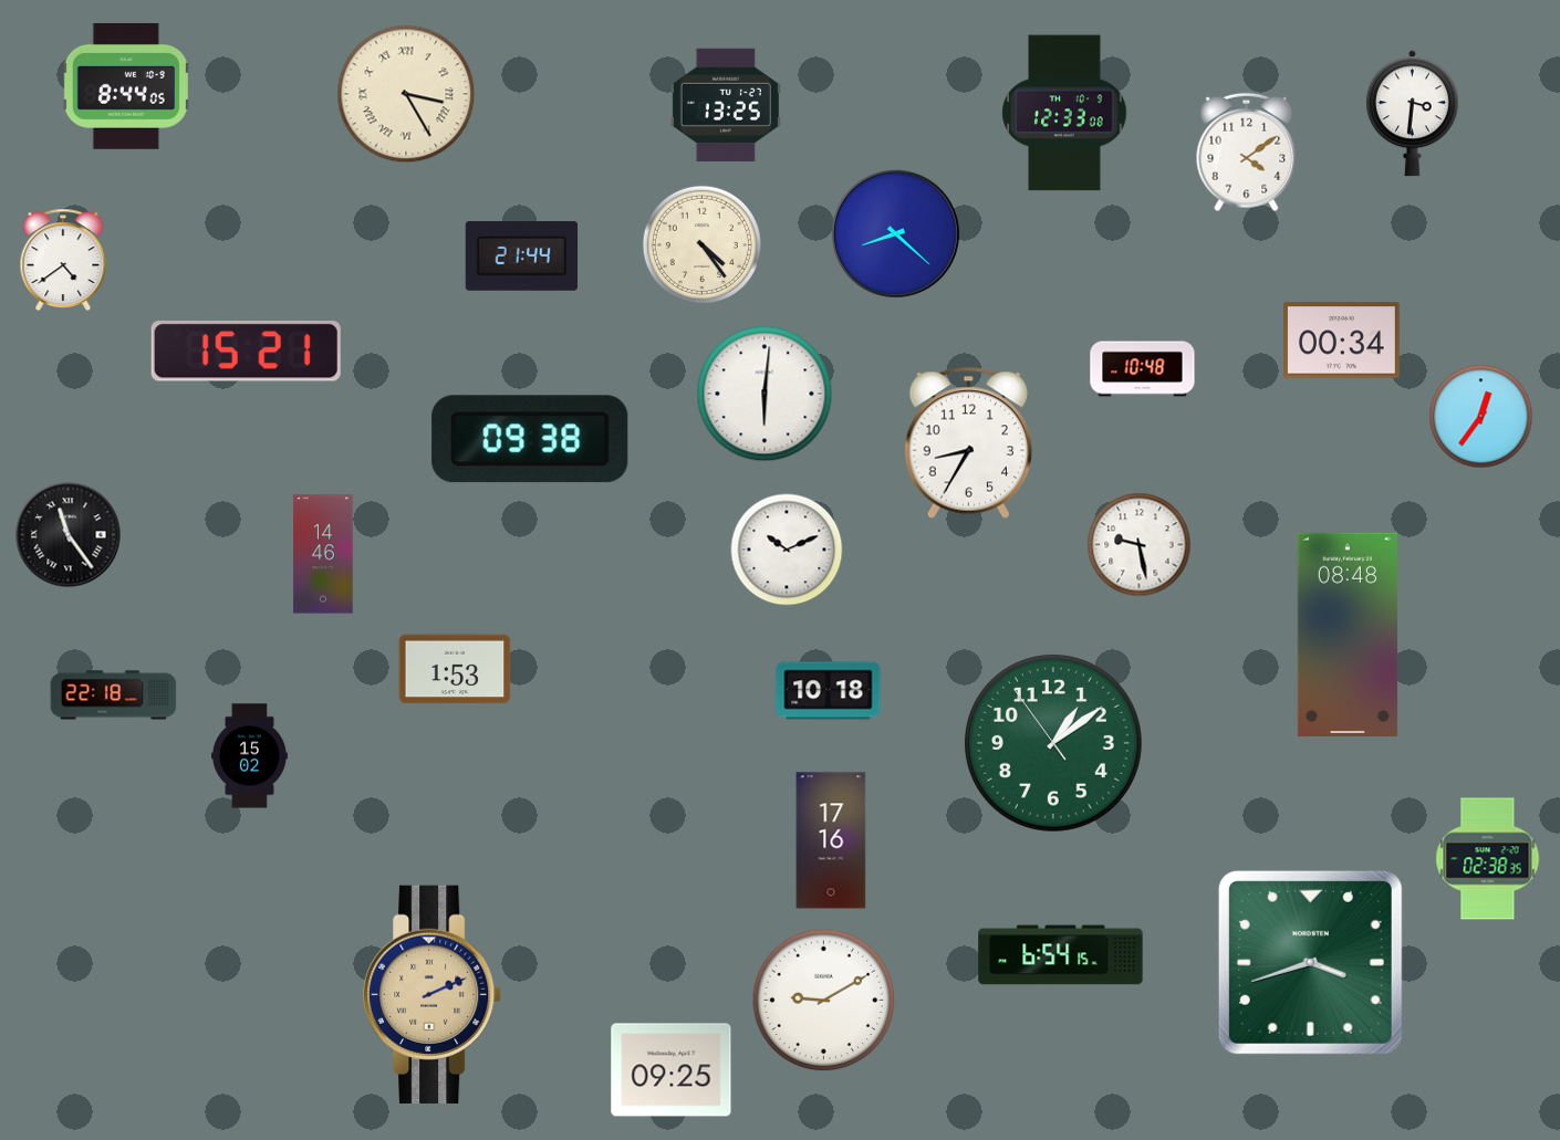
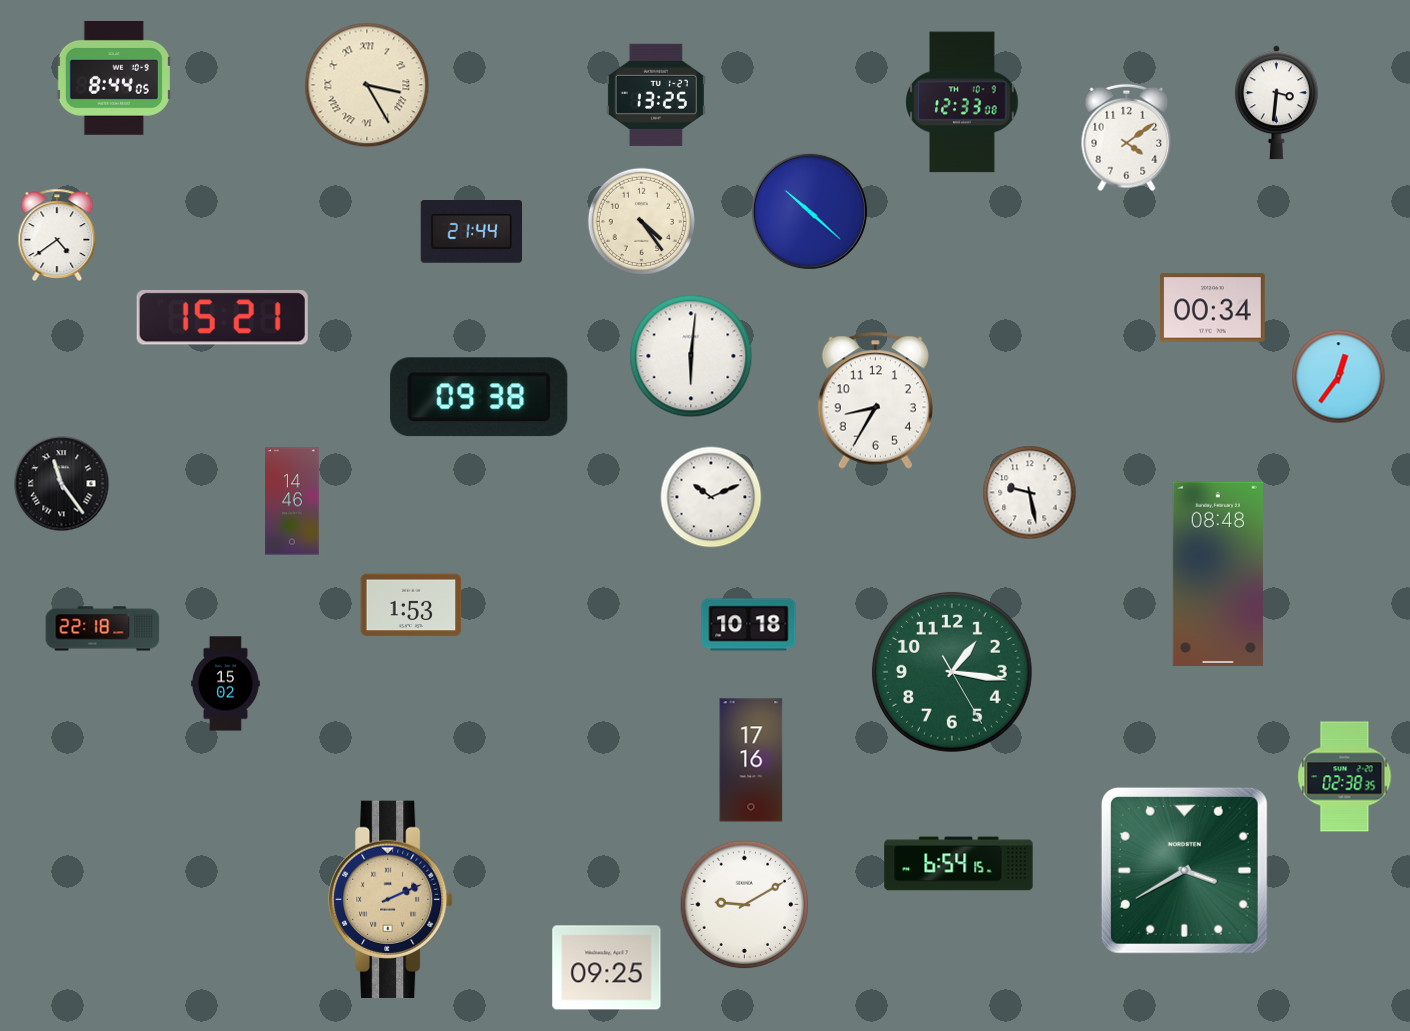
clock at (895, 233): 8:22 -> 10:22
clock at (701, 244) position: (701, 244) -> (641, 221)
clock at (1143, 369): 10:48 -> none
clock at (1053, 743): 1:08 -> 1:16
clock at (1310, 962): 3:42 -> 3:40
